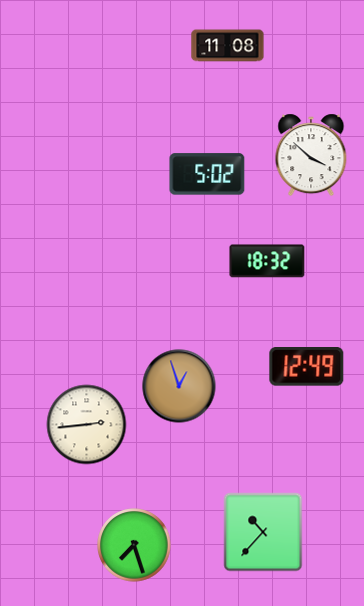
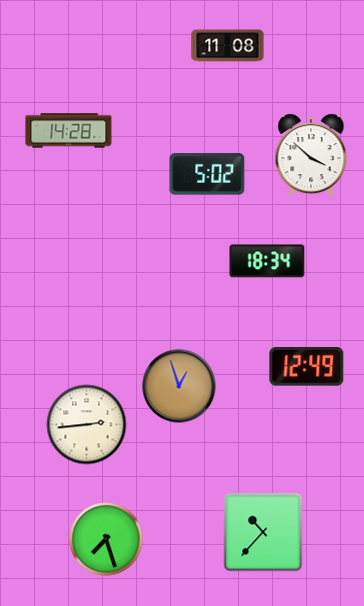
clock at (69, 131): none -> 14:28
clock at (267, 261): 18:32 -> 18:34
clock at (134, 545) position: (134, 545) -> (106, 539)
